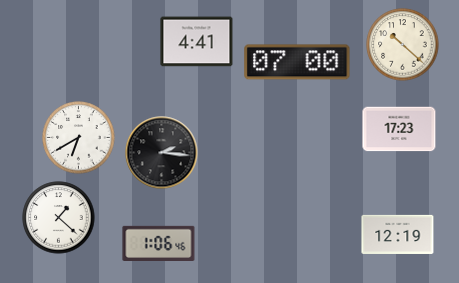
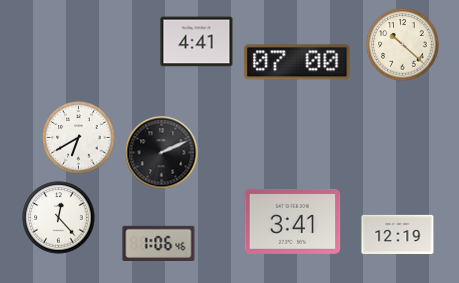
clock at (399, 129): 17:23 -> none
clock at (162, 153): 2:16 -> 2:11
clock at (59, 218): 1:22 -> 12:23
clock at (293, 221): none -> 3:41
